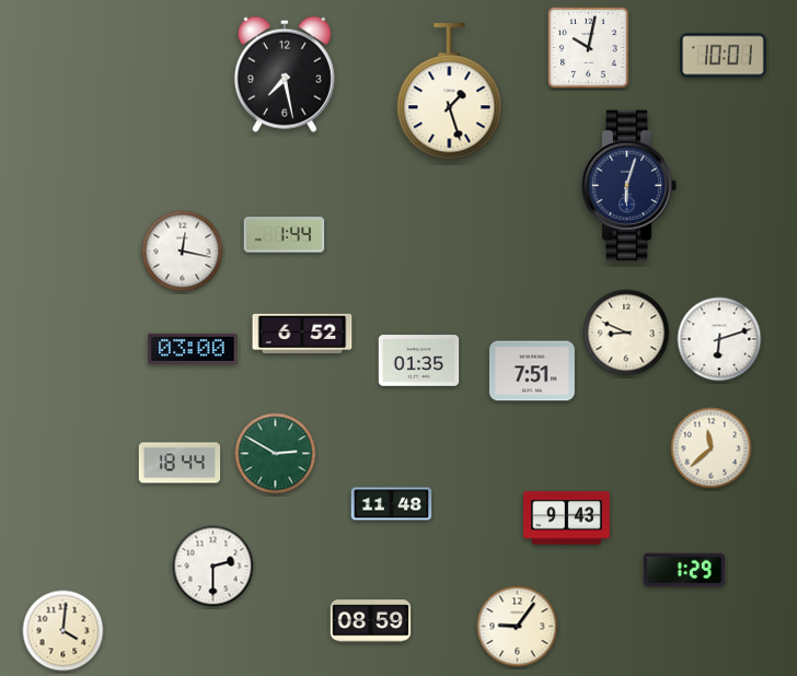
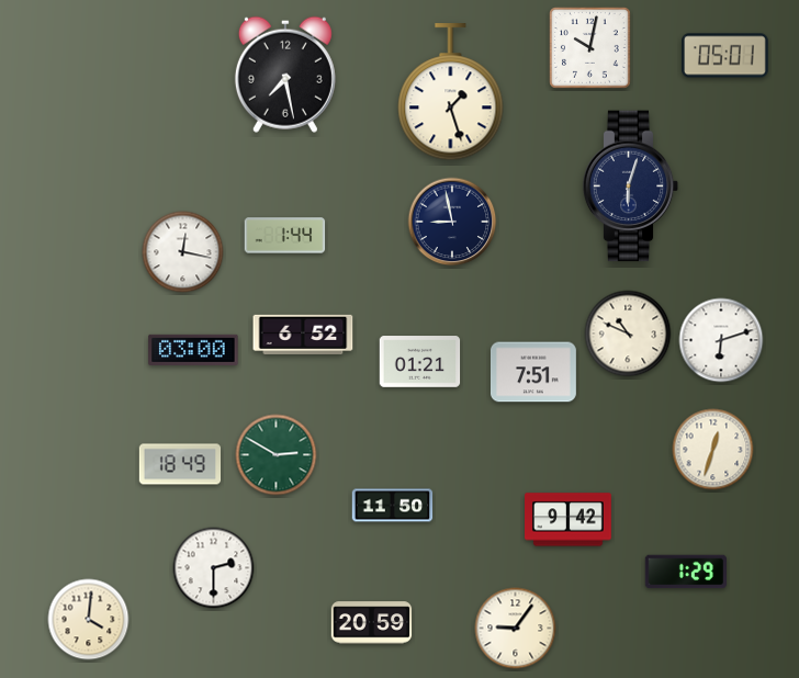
clock at (724, 56): 10:01 -> 05:01
clock at (452, 222): none -> 8:58
clock at (626, 333): 8:49 -> 10:49
clock at (419, 361): 01:35 -> 01:21
clock at (712, 448): 11:38 -> 12:33
clock at (180, 463): 18:44 -> 18:49
clock at (392, 504): 11:48 -> 11:50
clock at (567, 518): 9:43 -> 9:42
clock at (371, 621): 08:59 -> 20:59
clock at (518, 627) position: (518, 627) -> (516, 629)
clock at (63, 631) position: (63, 631) -> (89, 620)
